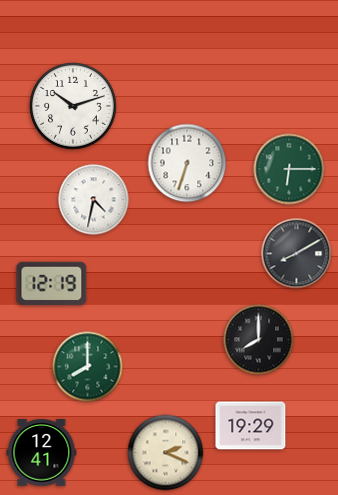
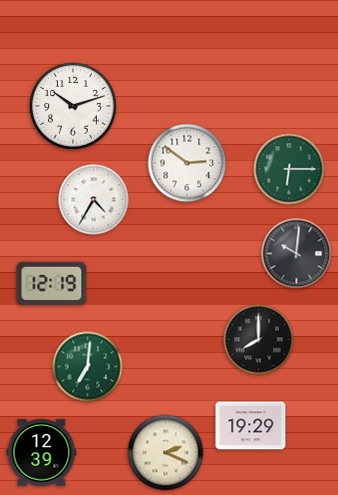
clock at (187, 163): 6:33 -> 2:51
clock at (94, 200): 4:32 -> 4:35
clock at (297, 254): 8:10 -> 10:01
clock at (88, 367): 8:00 -> 7:01
clock at (42, 453): 12:41 -> 12:39
